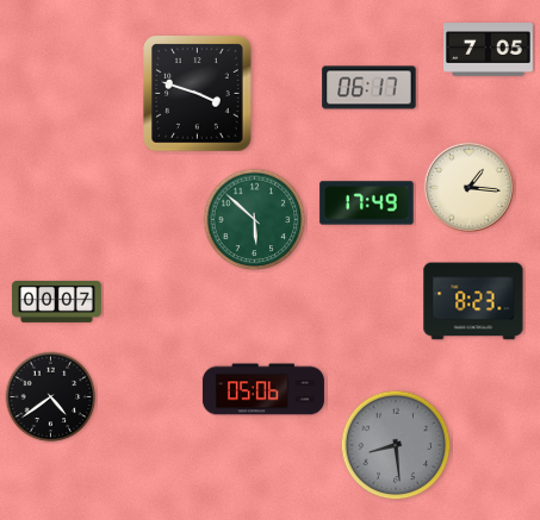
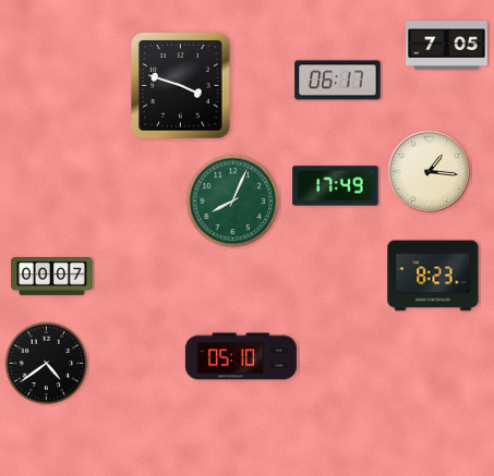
clock at (255, 220): 5:52 -> 8:04
clock at (263, 389): 05:06 -> 05:10
clock at (396, 445): 8:29 -> none
